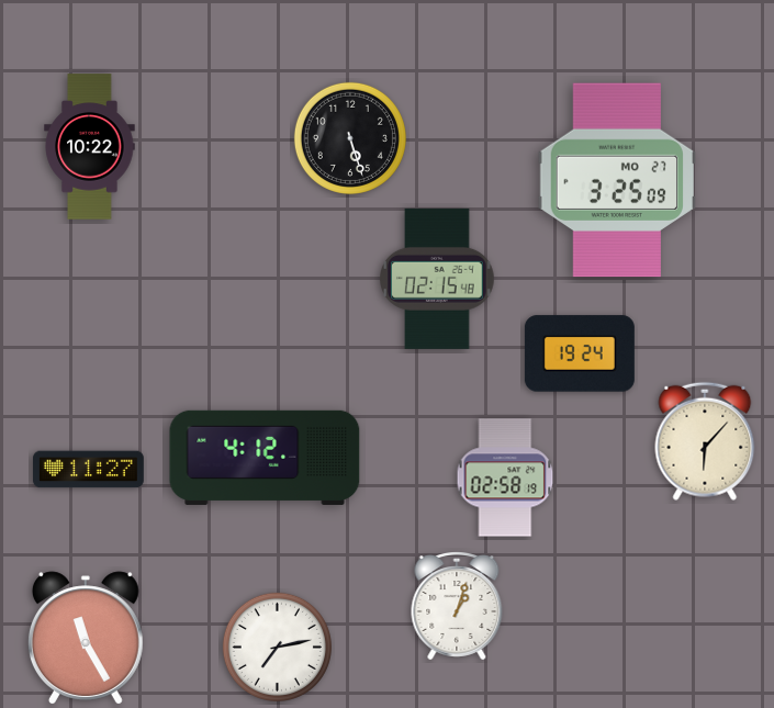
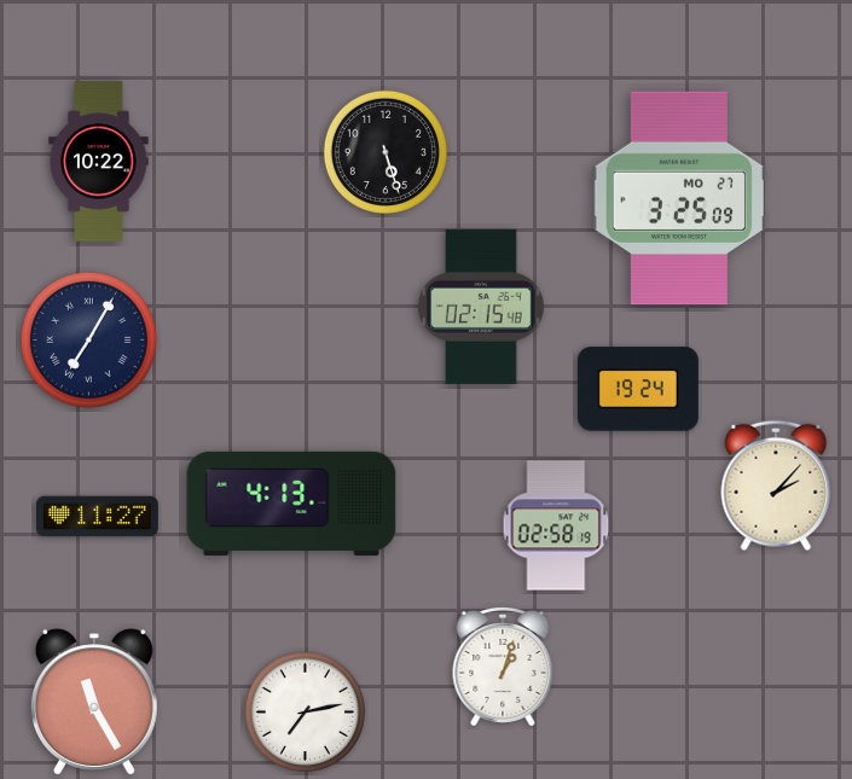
clock at (88, 339): none -> 7:05
clock at (705, 441): 6:07 -> 2:07
clock at (265, 458): 4:12 -> 4:13
